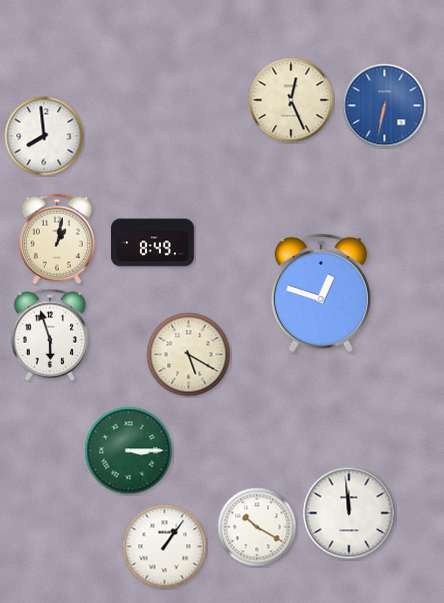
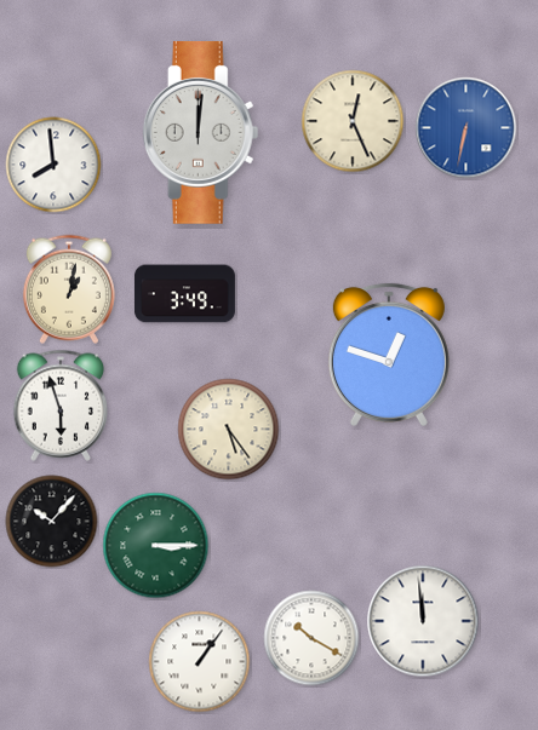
clock at (201, 132): none -> 12:01
clock at (152, 243): 8:49 -> 3:49
clock at (189, 355): 5:20 -> 5:24
clock at (52, 522): none -> 10:07
